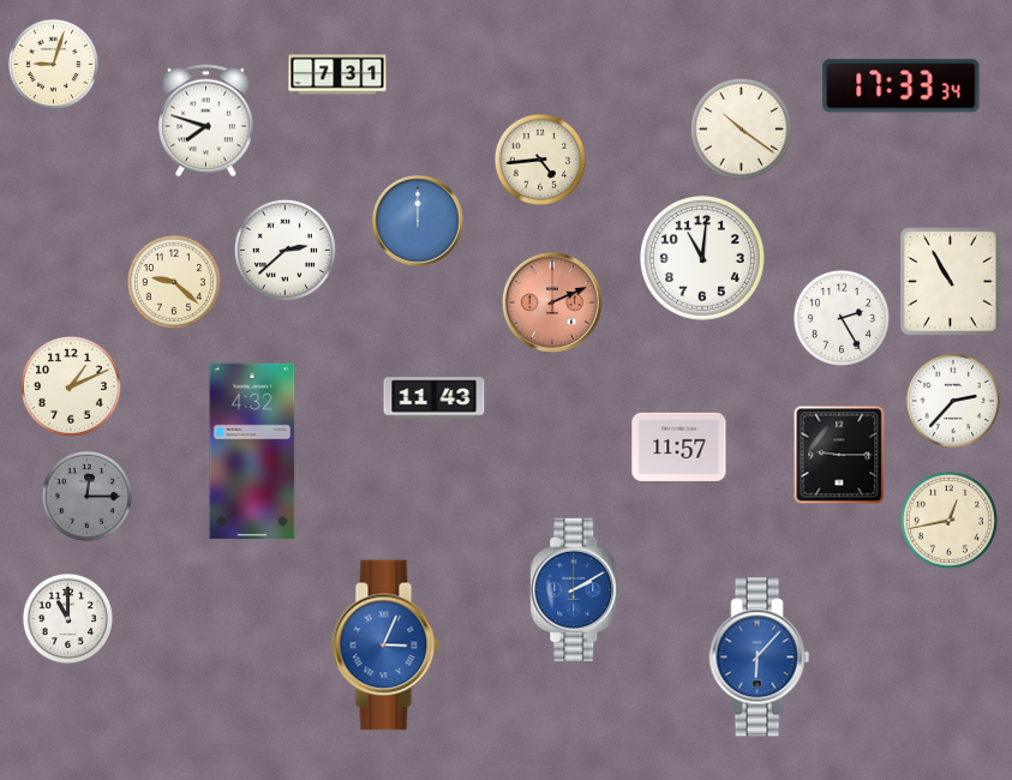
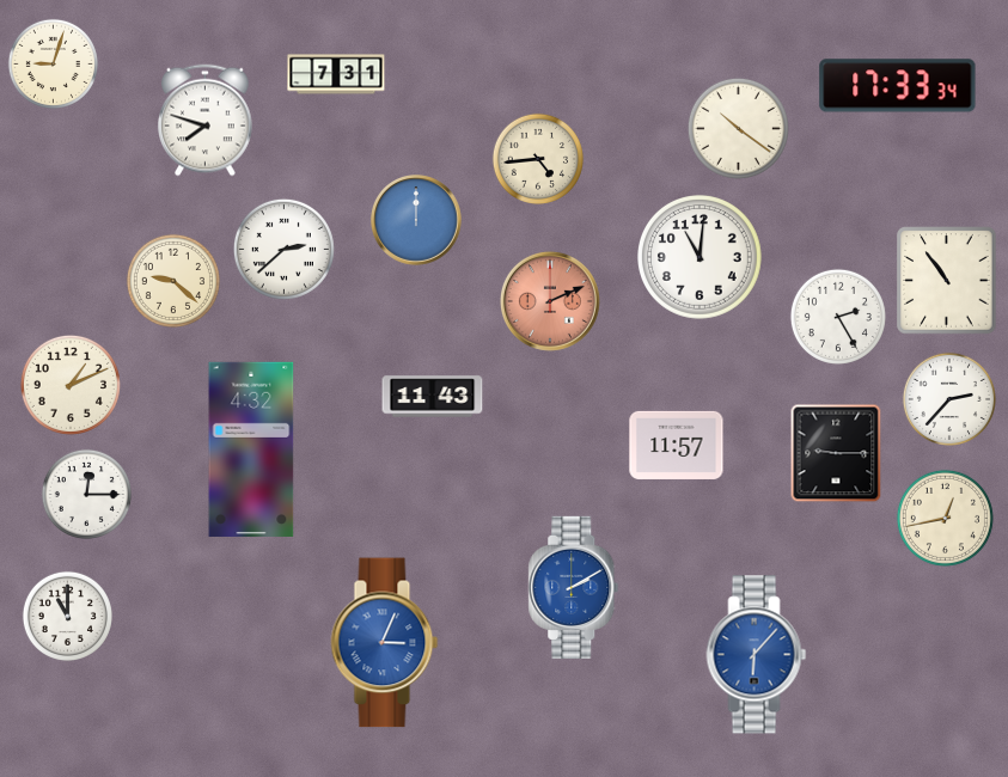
clock at (951, 282): 10:55 -> 10:54
clock at (86, 496) dial: grey -> white
